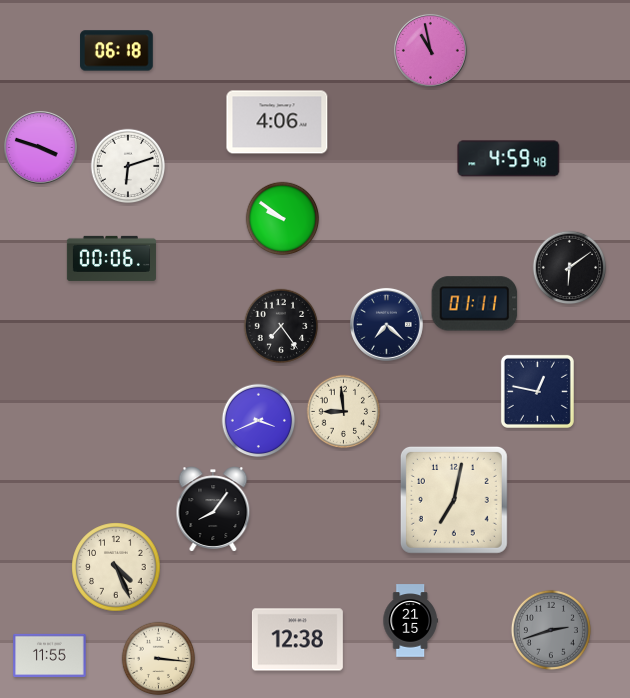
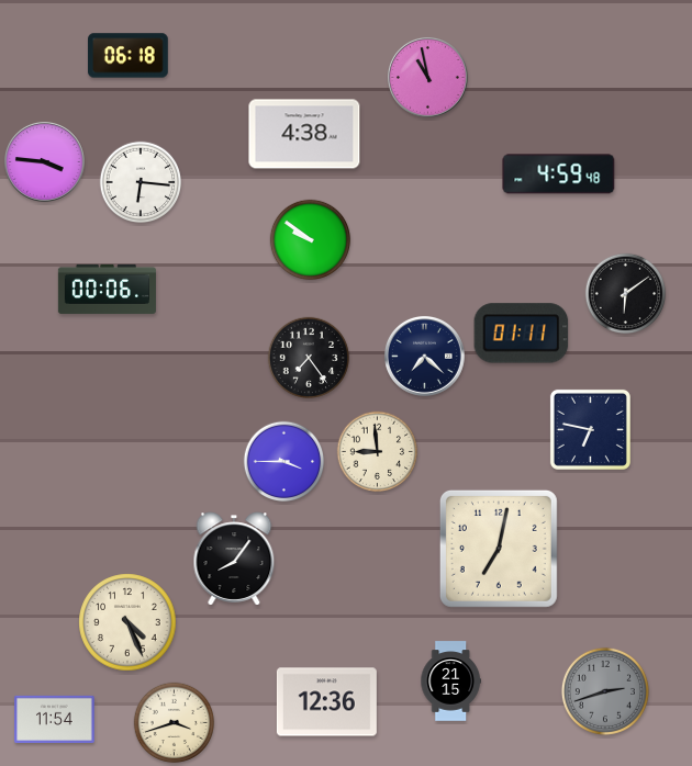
clock at (430, 50) position: (430, 50) -> (427, 77)
clock at (277, 122): 4:06 -> 4:38
clock at (40, 147): 3:48 -> 3:46
clock at (128, 166): 6:12 -> 6:16
clock at (111, 258) position: (111, 258) -> (107, 289)
clock at (537, 391): 12:47 -> 6:47
clock at (259, 421): 3:41 -> 3:45
clock at (297, 640): 12:38 -> 12:36
clock at (50, 655): 11:55 -> 11:54
clock at (159, 659): 3:16 -> 3:42
